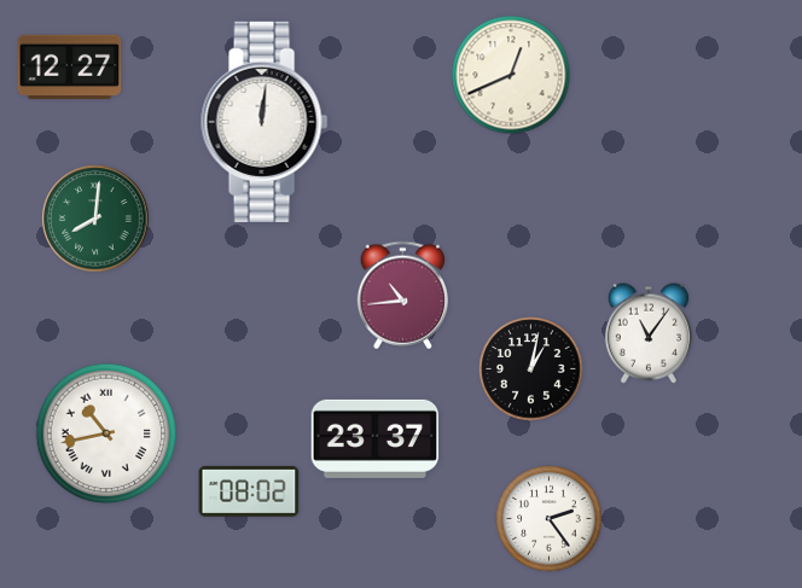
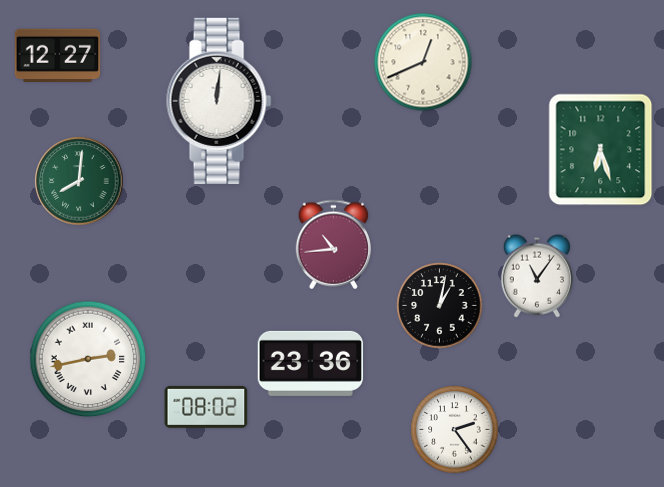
clock at (601, 150): none -> 6:27
clock at (106, 433): 10:43 -> 2:43
clock at (376, 438): 23:37 -> 23:36
